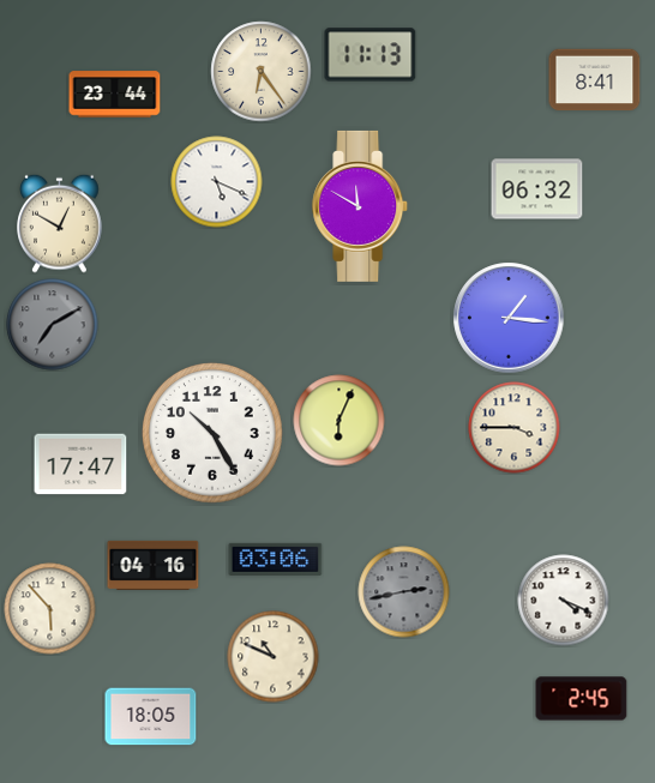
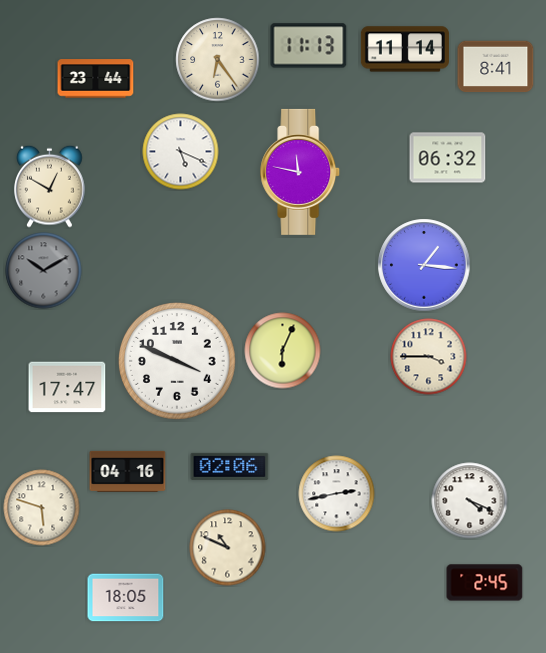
clock at (405, 49): none -> 11:14
clock at (361, 206): 11:50 -> 11:47
clock at (53, 325): 7:10 -> 10:10
clock at (214, 434): 10:25 -> 3:49
clock at (276, 559): 03:06 -> 02:06
clock at (404, 592) dial: grey -> white
clock at (50, 609): 5:53 -> 5:48
